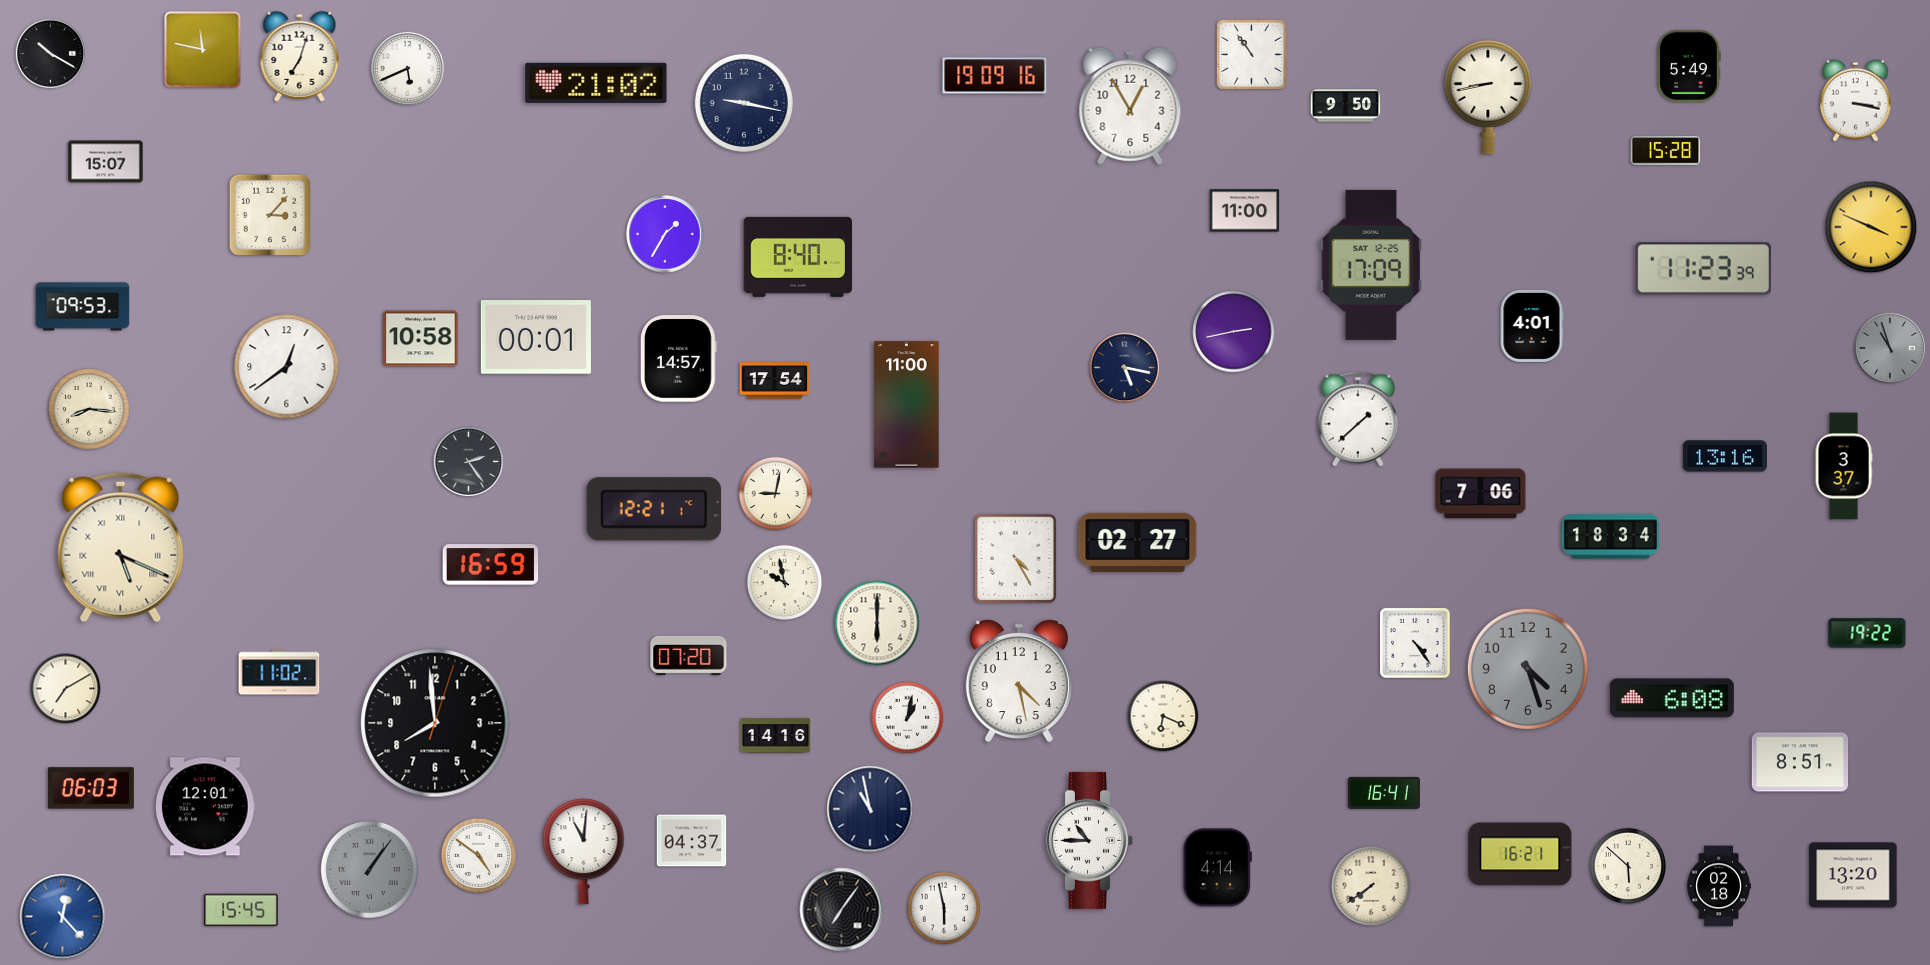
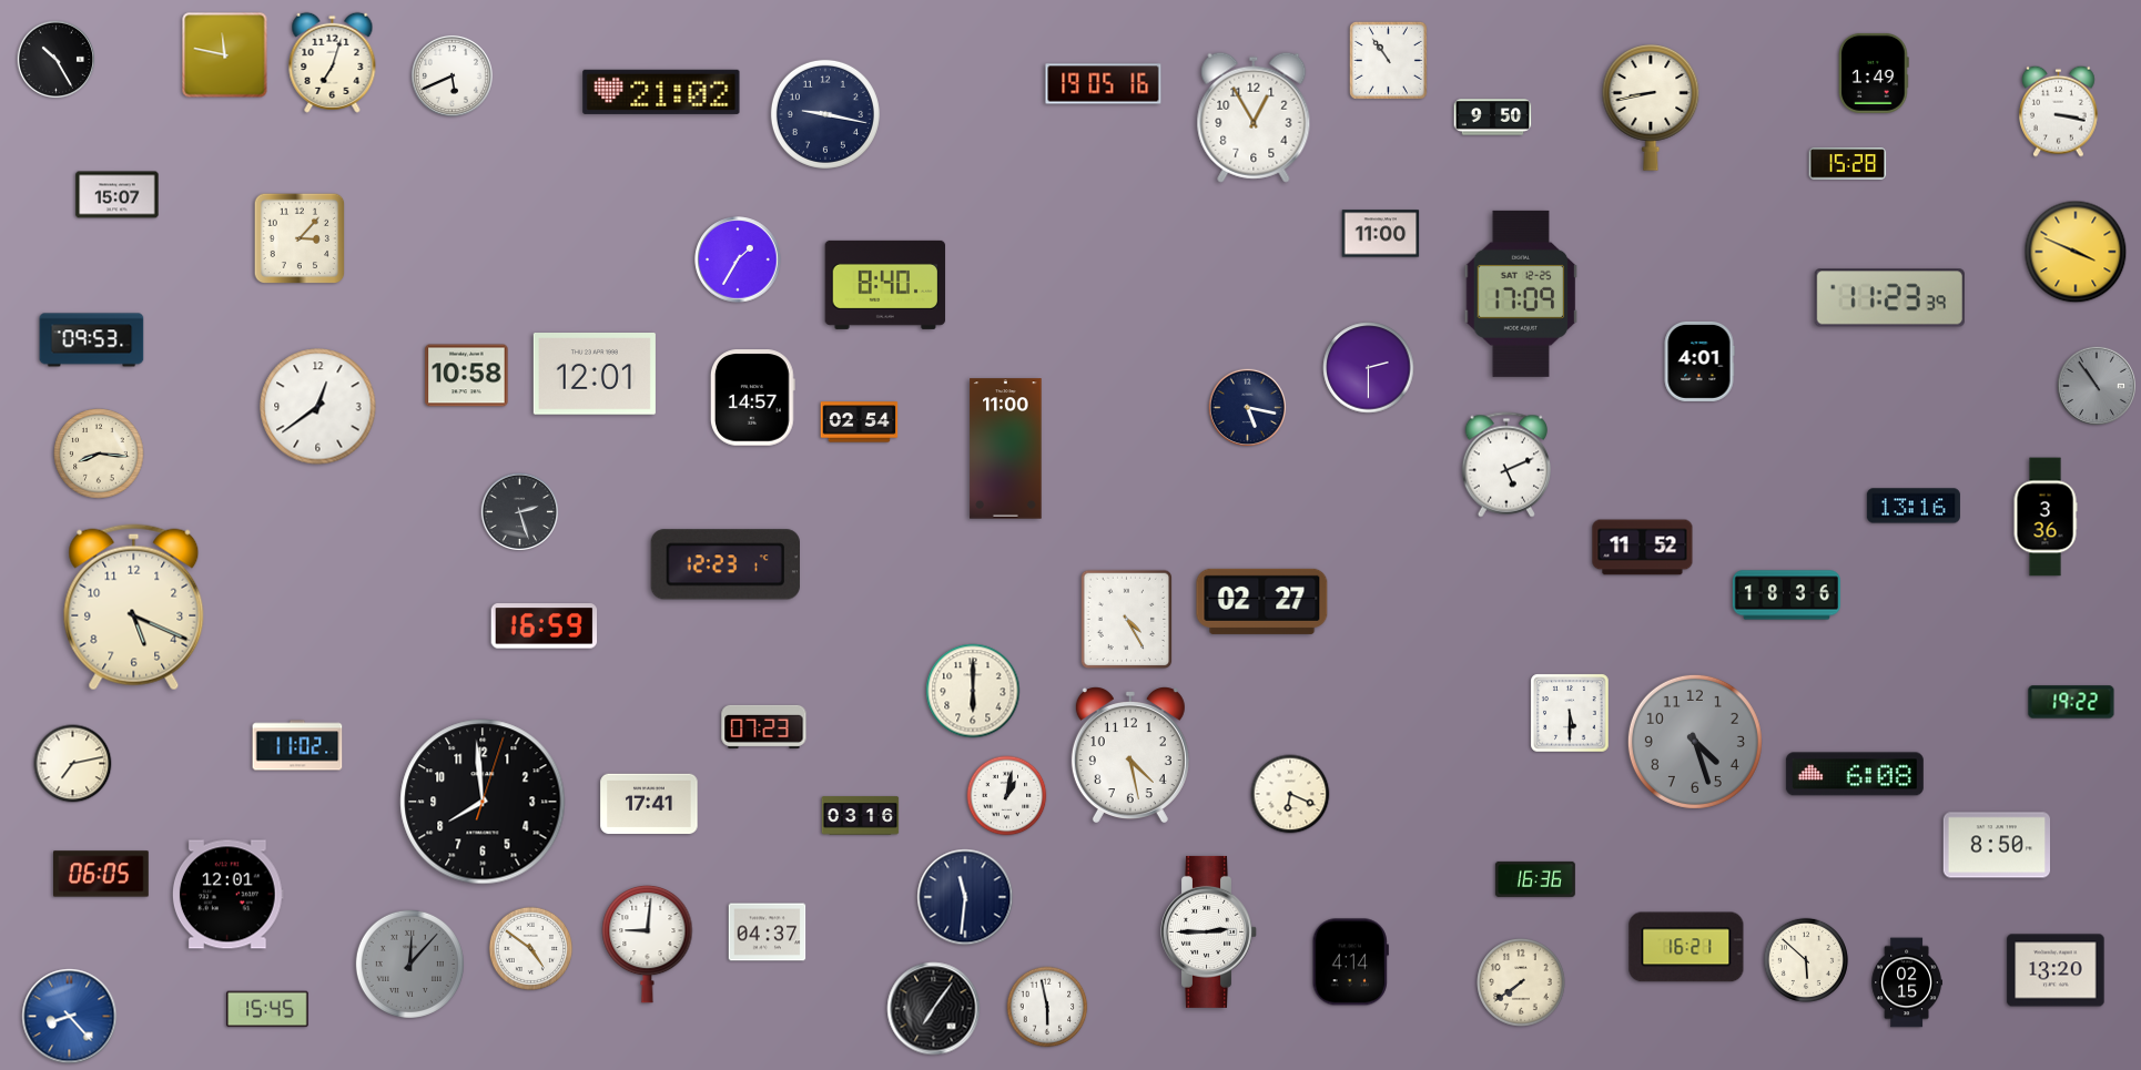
clock at (51, 54): 10:20 -> 10:25
clock at (1689, 66): 5:49 -> 1:49
clock at (995, 76): 19:09 -> 19:05
clock at (1666, 151) position: (1666, 151) -> (1848, 164)
clock at (106, 162) position: (106, 162) -> (118, 195)
clock at (1234, 332): 2:43 -> 2:30
clock at (536, 337): 00:01 -> 12:01
clock at (1889, 347): 10:57 -> 10:54
clock at (775, 381): 17:54 -> 02:54
clock at (1357, 419): 1:38 -> 5:11
clock at (469, 462): 2:24 -> 2:27
clock at (1844, 466): 3:37 -> 3:36
clock at (776, 494): 9:02 -> none
clock at (1481, 494): 7:06 -> 11:52
clock at (653, 509): 12:21 -> 12:23
clock at (1610, 537): 18:34 -> 18:36
clock at (121, 548) numerals: Roman -> Arabic
clock at (784, 582): 9:58 -> none
clock at (1415, 643): 4:24 -> 5:30
clock at (689, 655): 07:20 -> 07:23
clock at (279, 672) position: (279, 672) -> (297, 745)
clock at (66, 689): 7:10 -> 7:13
clock at (649, 804): none -> 17:41
clock at (776, 736): 14:16 -> 03:16
clock at (1799, 762): 8:51 -> 8:50
clock at (92, 788): 06:03 -> 06:05
clock at (1384, 793): 16:41 -> 16:36
clock at (870, 809): 10:58 -> 11:31
clock at (1090, 840): 10:45 -> 2:45
clock at (584, 851): 11:01 -> 9:01
clock at (369, 869): 1:06 -> 12:07
clock at (1718, 886): 02:18 -> 02:15
clock at (63, 917): 12:23 -> 8:23
